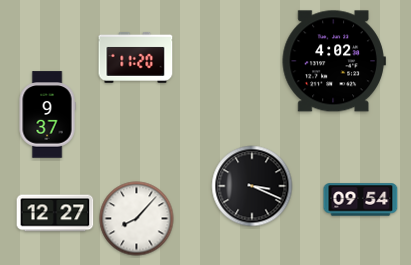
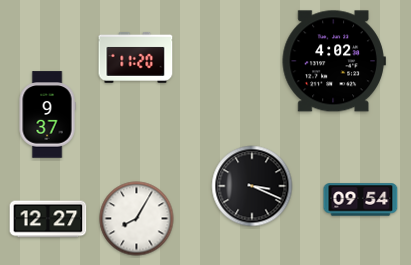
clock at (55, 213) position: (55, 213) -> (48, 219)
clock at (137, 219): 8:07 -> 8:05
